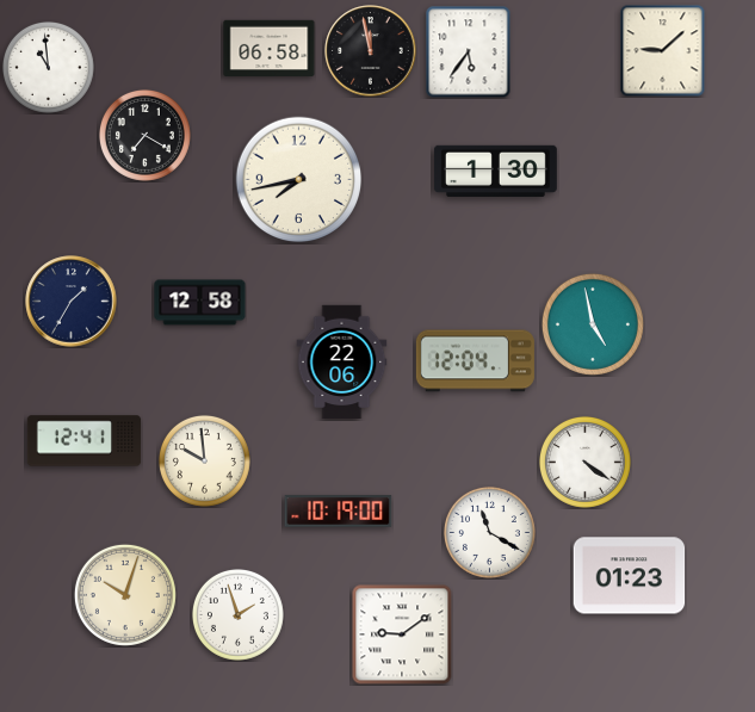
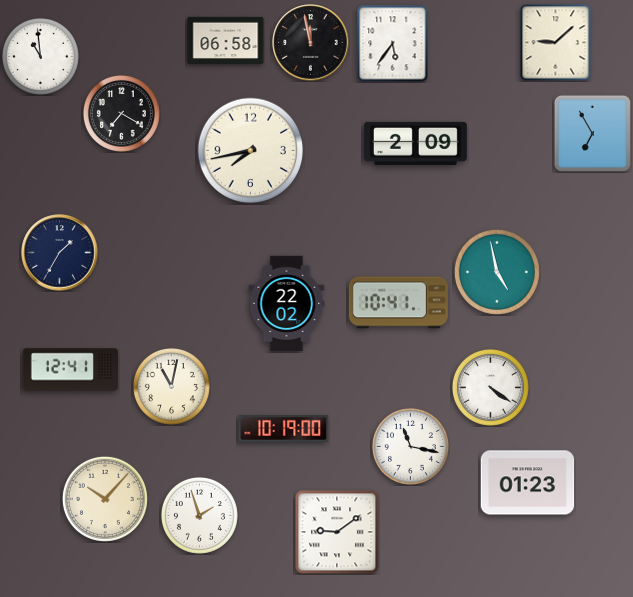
clock at (592, 133): none -> 6:55
clock at (495, 171): 1:30 -> 2:09
clock at (200, 303): 12:58 -> none
clock at (475, 361): 12:04 -> 10:41
clock at (342, 363): 22:06 -> 22:02
clock at (204, 460): 9:59 -> 11:02
clock at (489, 532): 11:20 -> 11:17
clock at (125, 595): 10:03 -> 10:07
